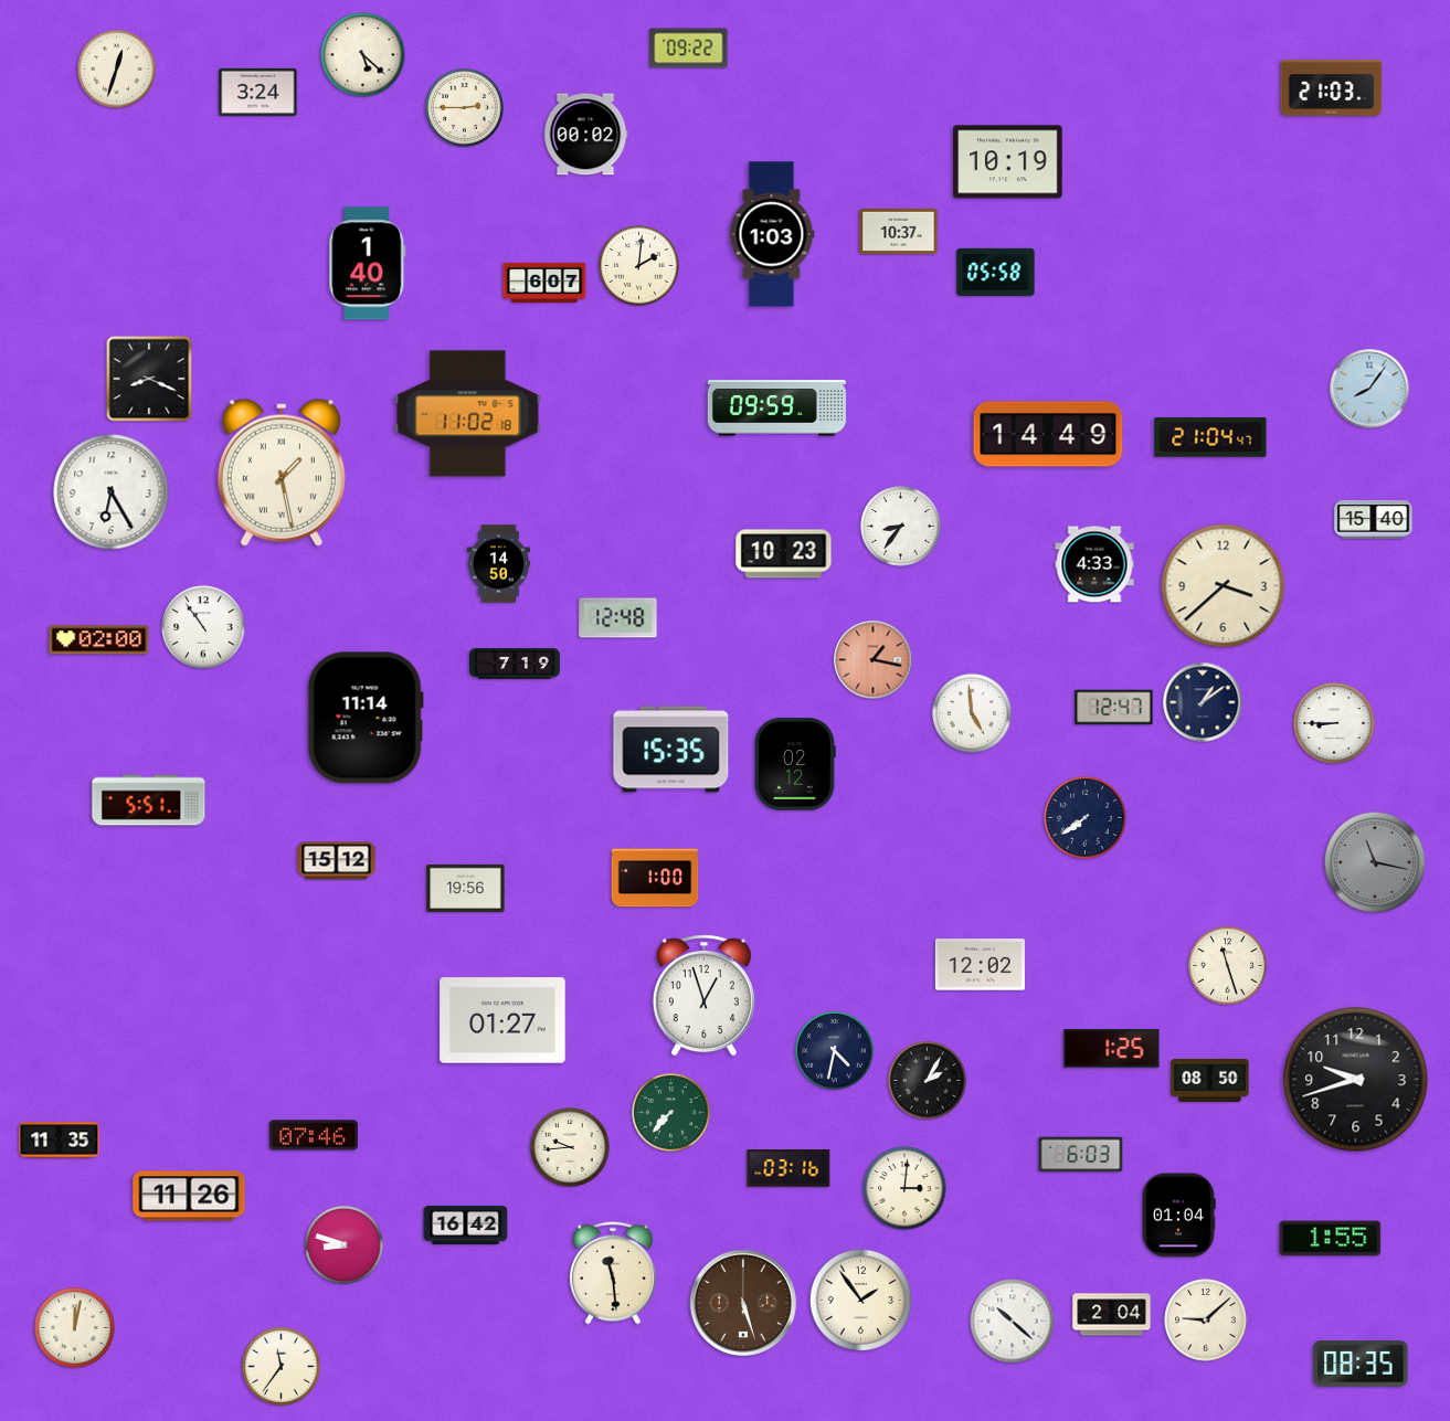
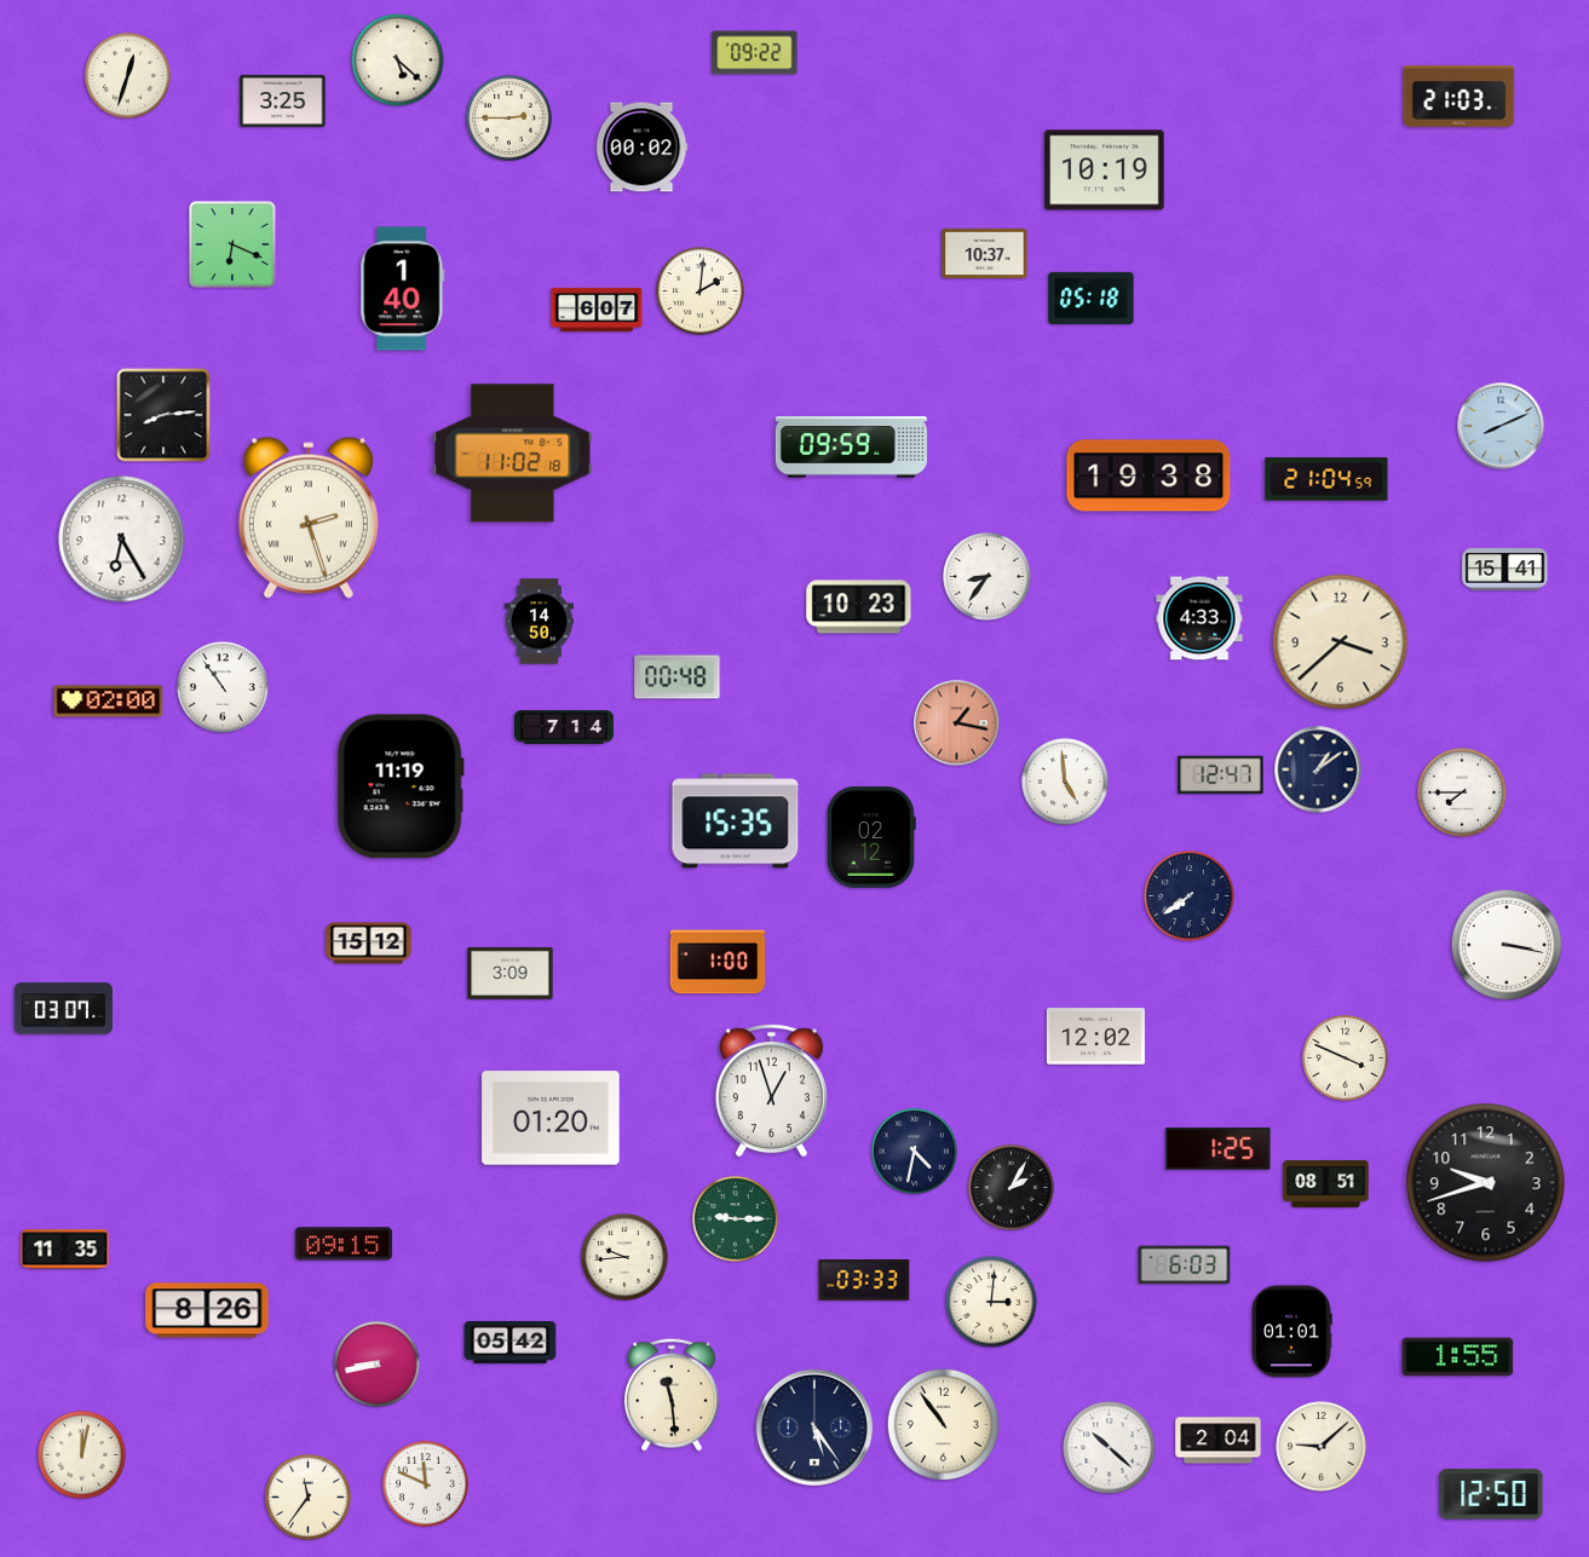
clock at (258, 92): 3:24 -> 3:25
clock at (1008, 162) position: (1008, 162) -> (1105, 171)
clock at (232, 244): none -> 6:19
clock at (772, 234): 1:03 -> none
clock at (996, 272): 05:58 -> 05:18
clock at (149, 379): 8:19 -> 8:14
clock at (1369, 389): 8:06 -> 8:11
clock at (1048, 434): 14:49 -> 19:38
clock at (1210, 437): 21:04:47 -> 21:04:59
clock at (282, 473): 1:28 -> 2:27
clock at (1374, 520): 15:40 -> 15:41
clock at (498, 564) position: (498, 564) -> (539, 622)
clock at (618, 618): 12:48 -> 00:48
clock at (515, 664): 7:19 -> 7:14
clock at (366, 718): 11:14 -> 11:19
clock at (1334, 723): 8:45 -> 7:45
clock at (149, 800): 5:51 -> none
clock at (1375, 862): 11:17 -> 3:17
clock at (1375, 862) dial: grey -> white
clock at (466, 888): 19:56 -> 3:09
clock at (63, 1009): none -> 03:07
clock at (980, 965) position: (980, 965) -> (1095, 1037)
clock at (1228, 966): 11:27 -> 3:49
clock at (502, 1020): 01:27 -> 01:20
clock at (1210, 1080): 08:50 -> 08:51
clock at (928, 1081) position: (928, 1081) -> (1012, 1188)
clock at (671, 1113): 7:37 -> 9:15
clock at (314, 1135): 07:46 -> 09:15
clock at (788, 1169): 03:16 -> 03:33
clock at (189, 1196): 11:26 -> 8:26
clock at (1178, 1216): 01:04 -> 01:01
clock at (466, 1224): 16:42 -> 05:42
clock at (345, 1245): 8:48 -> 8:43
clock at (861, 1301): 1:54 -> 10:54
clock at (743, 1303): 5:27 -> 5:24
clock at (743, 1303) dial: brown -> navy
clock at (426, 1484): none -> 11:49
clock at (1361, 1364): 08:35 -> 12:50
